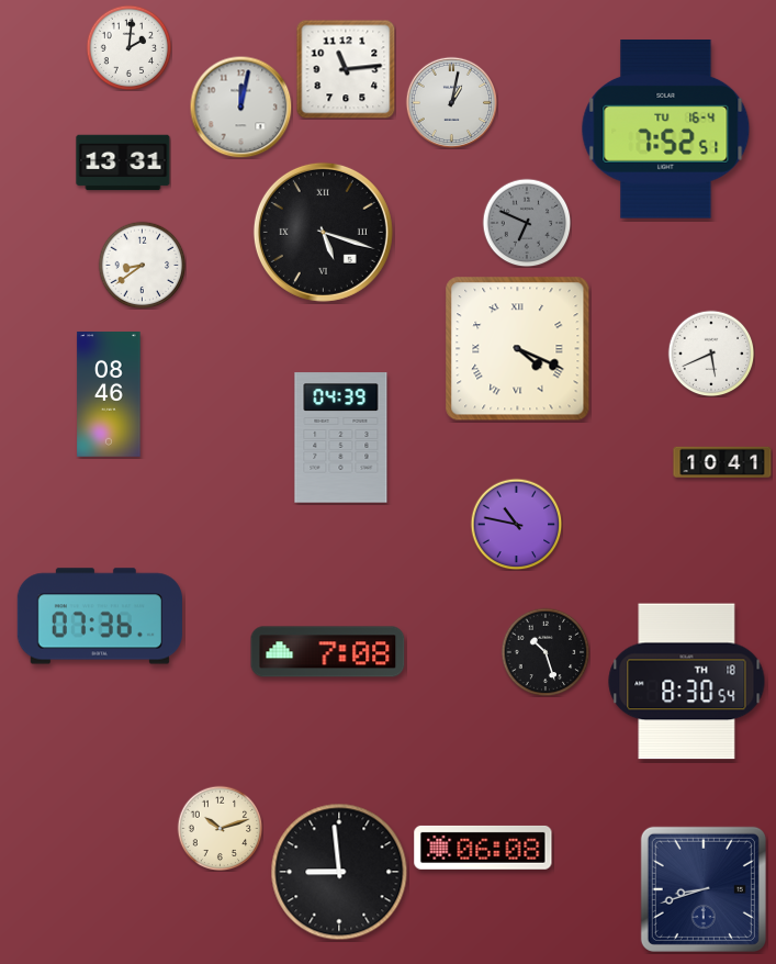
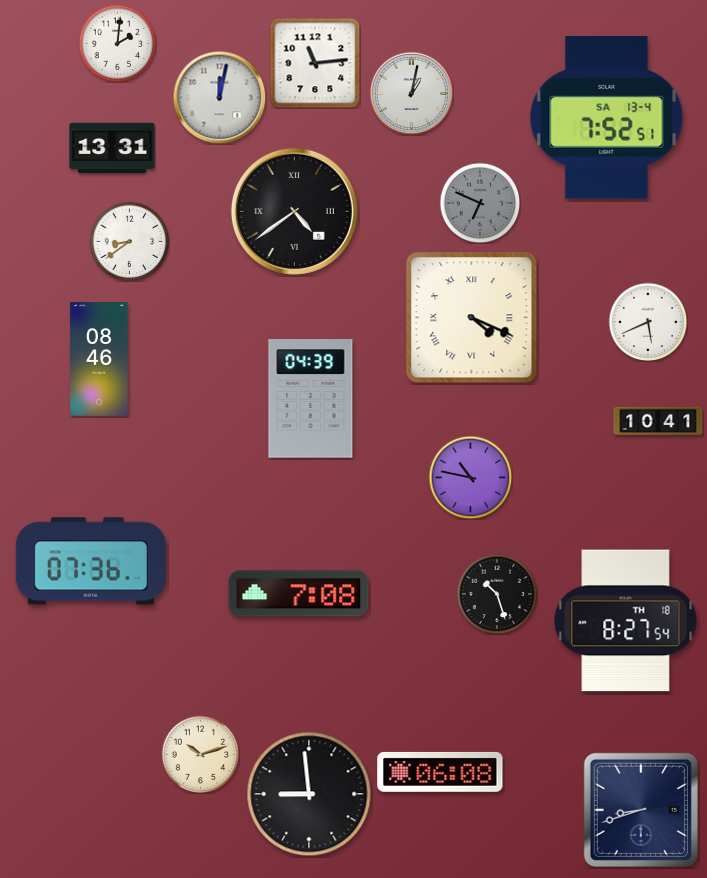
clock at (666, 130) date: TU 16-4 -> SA 13-4
clock at (323, 232): 5:18 -> 4:39
clock at (687, 682): 8:30 -> 8:27
